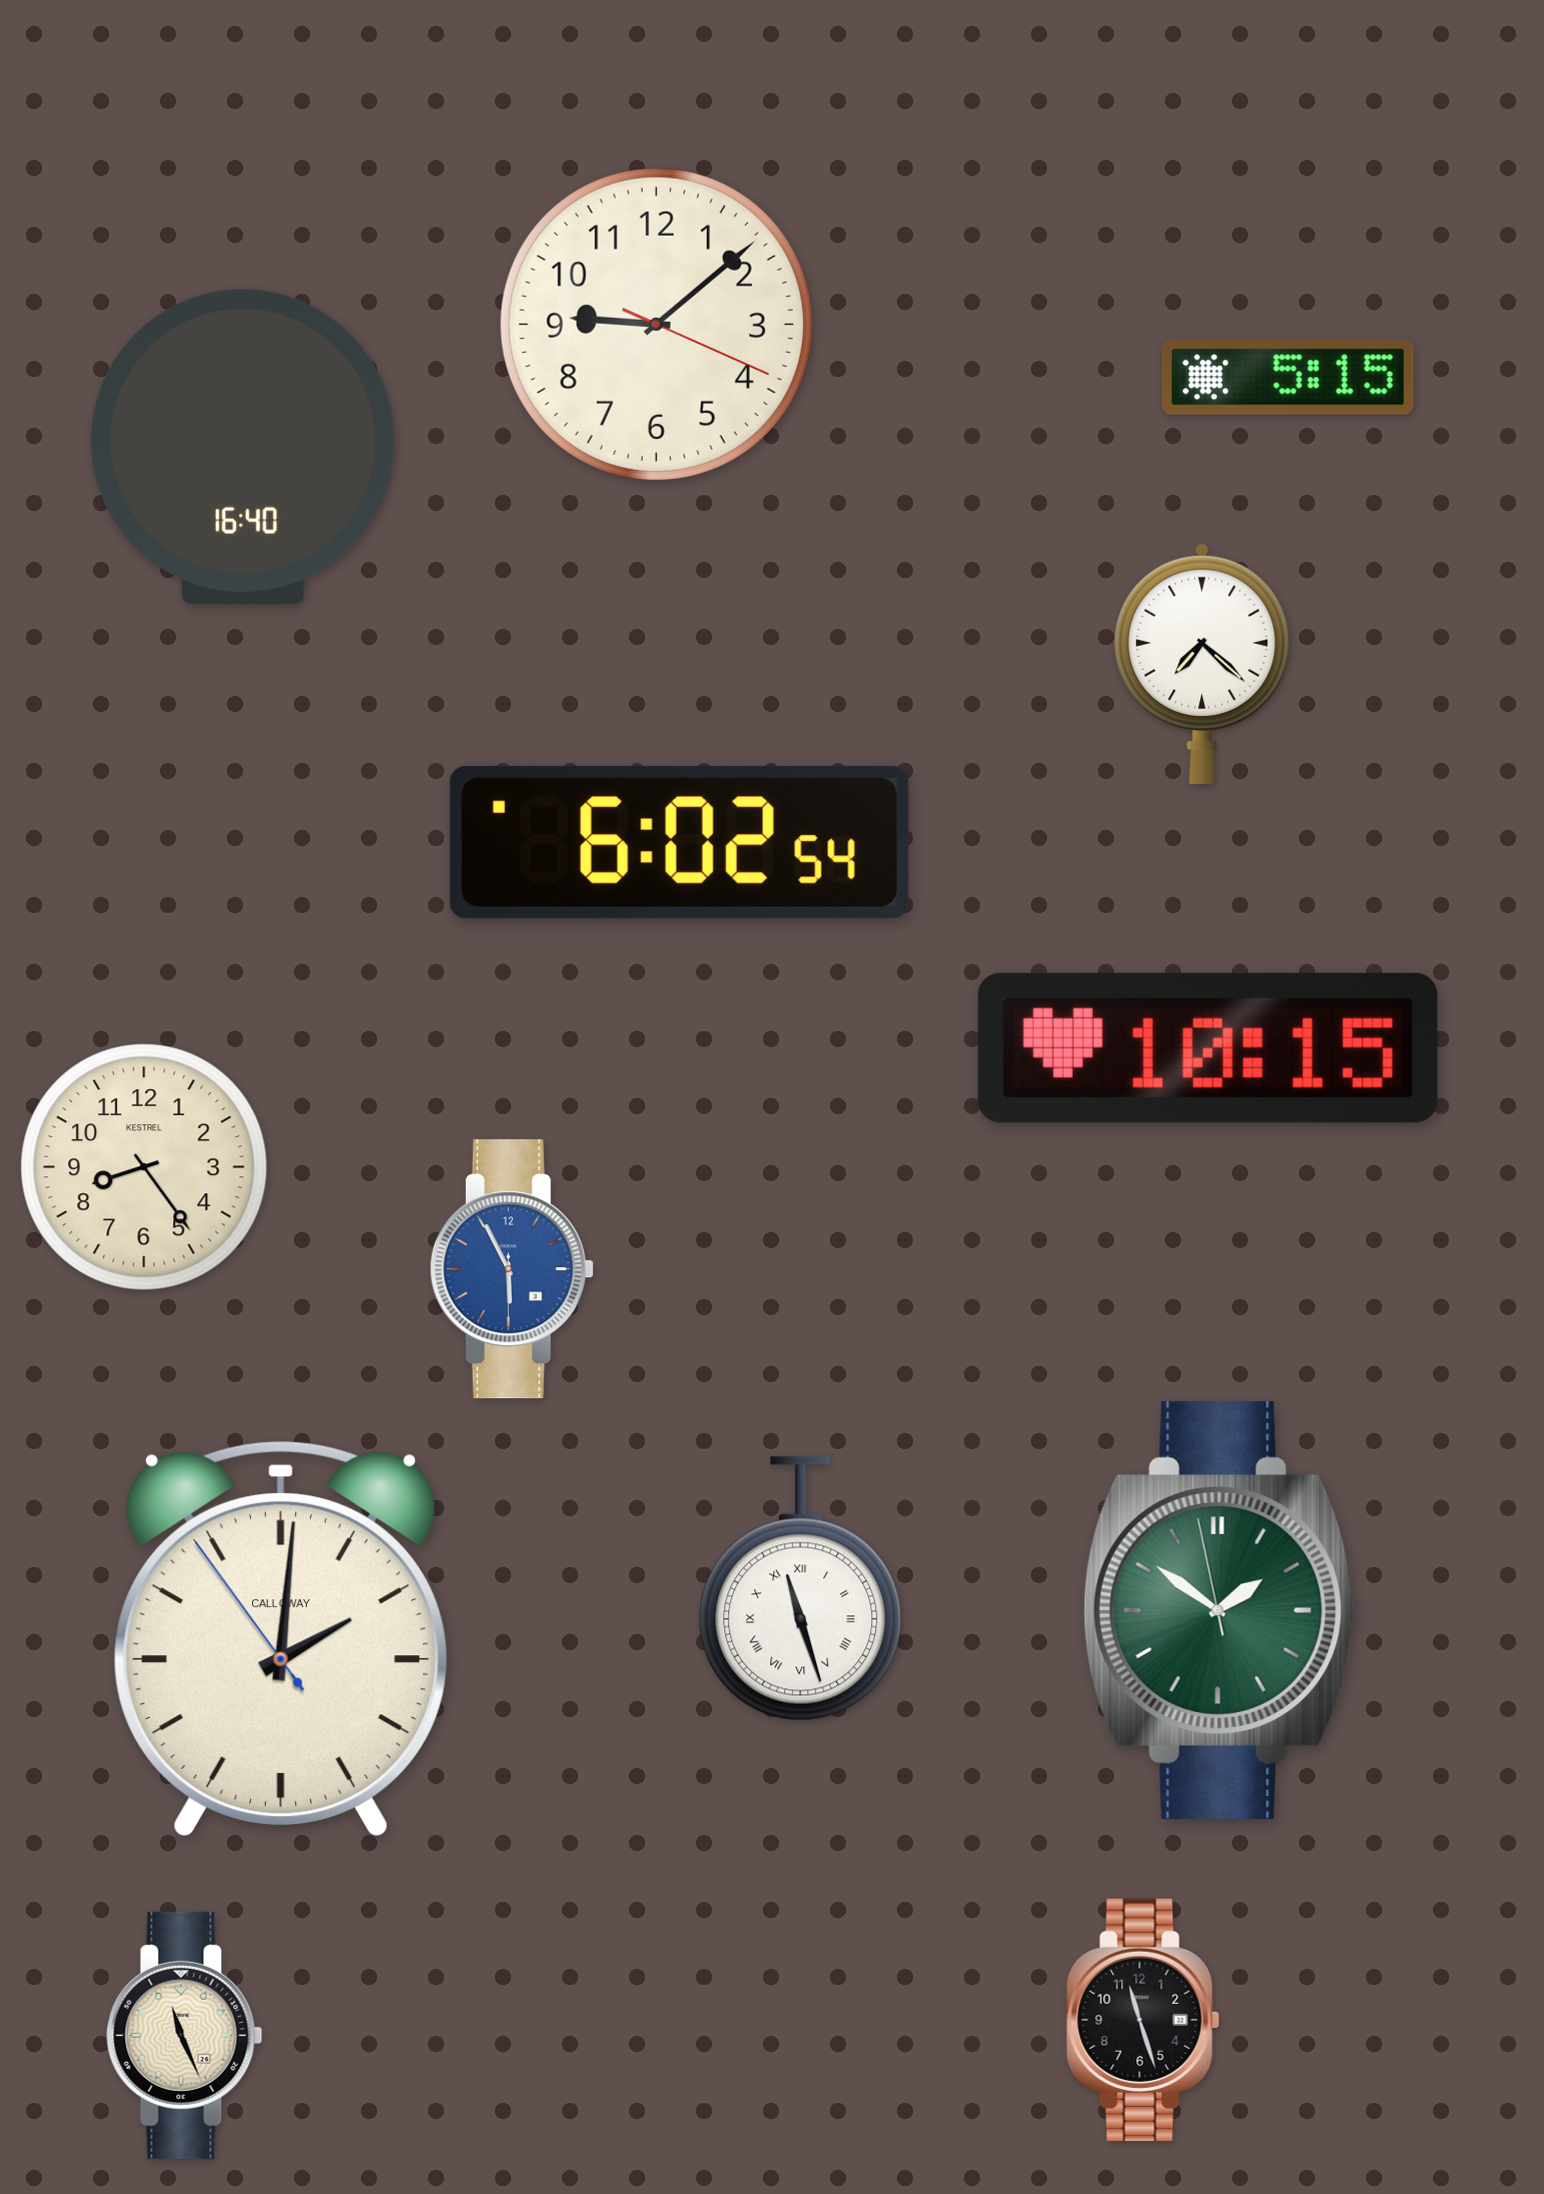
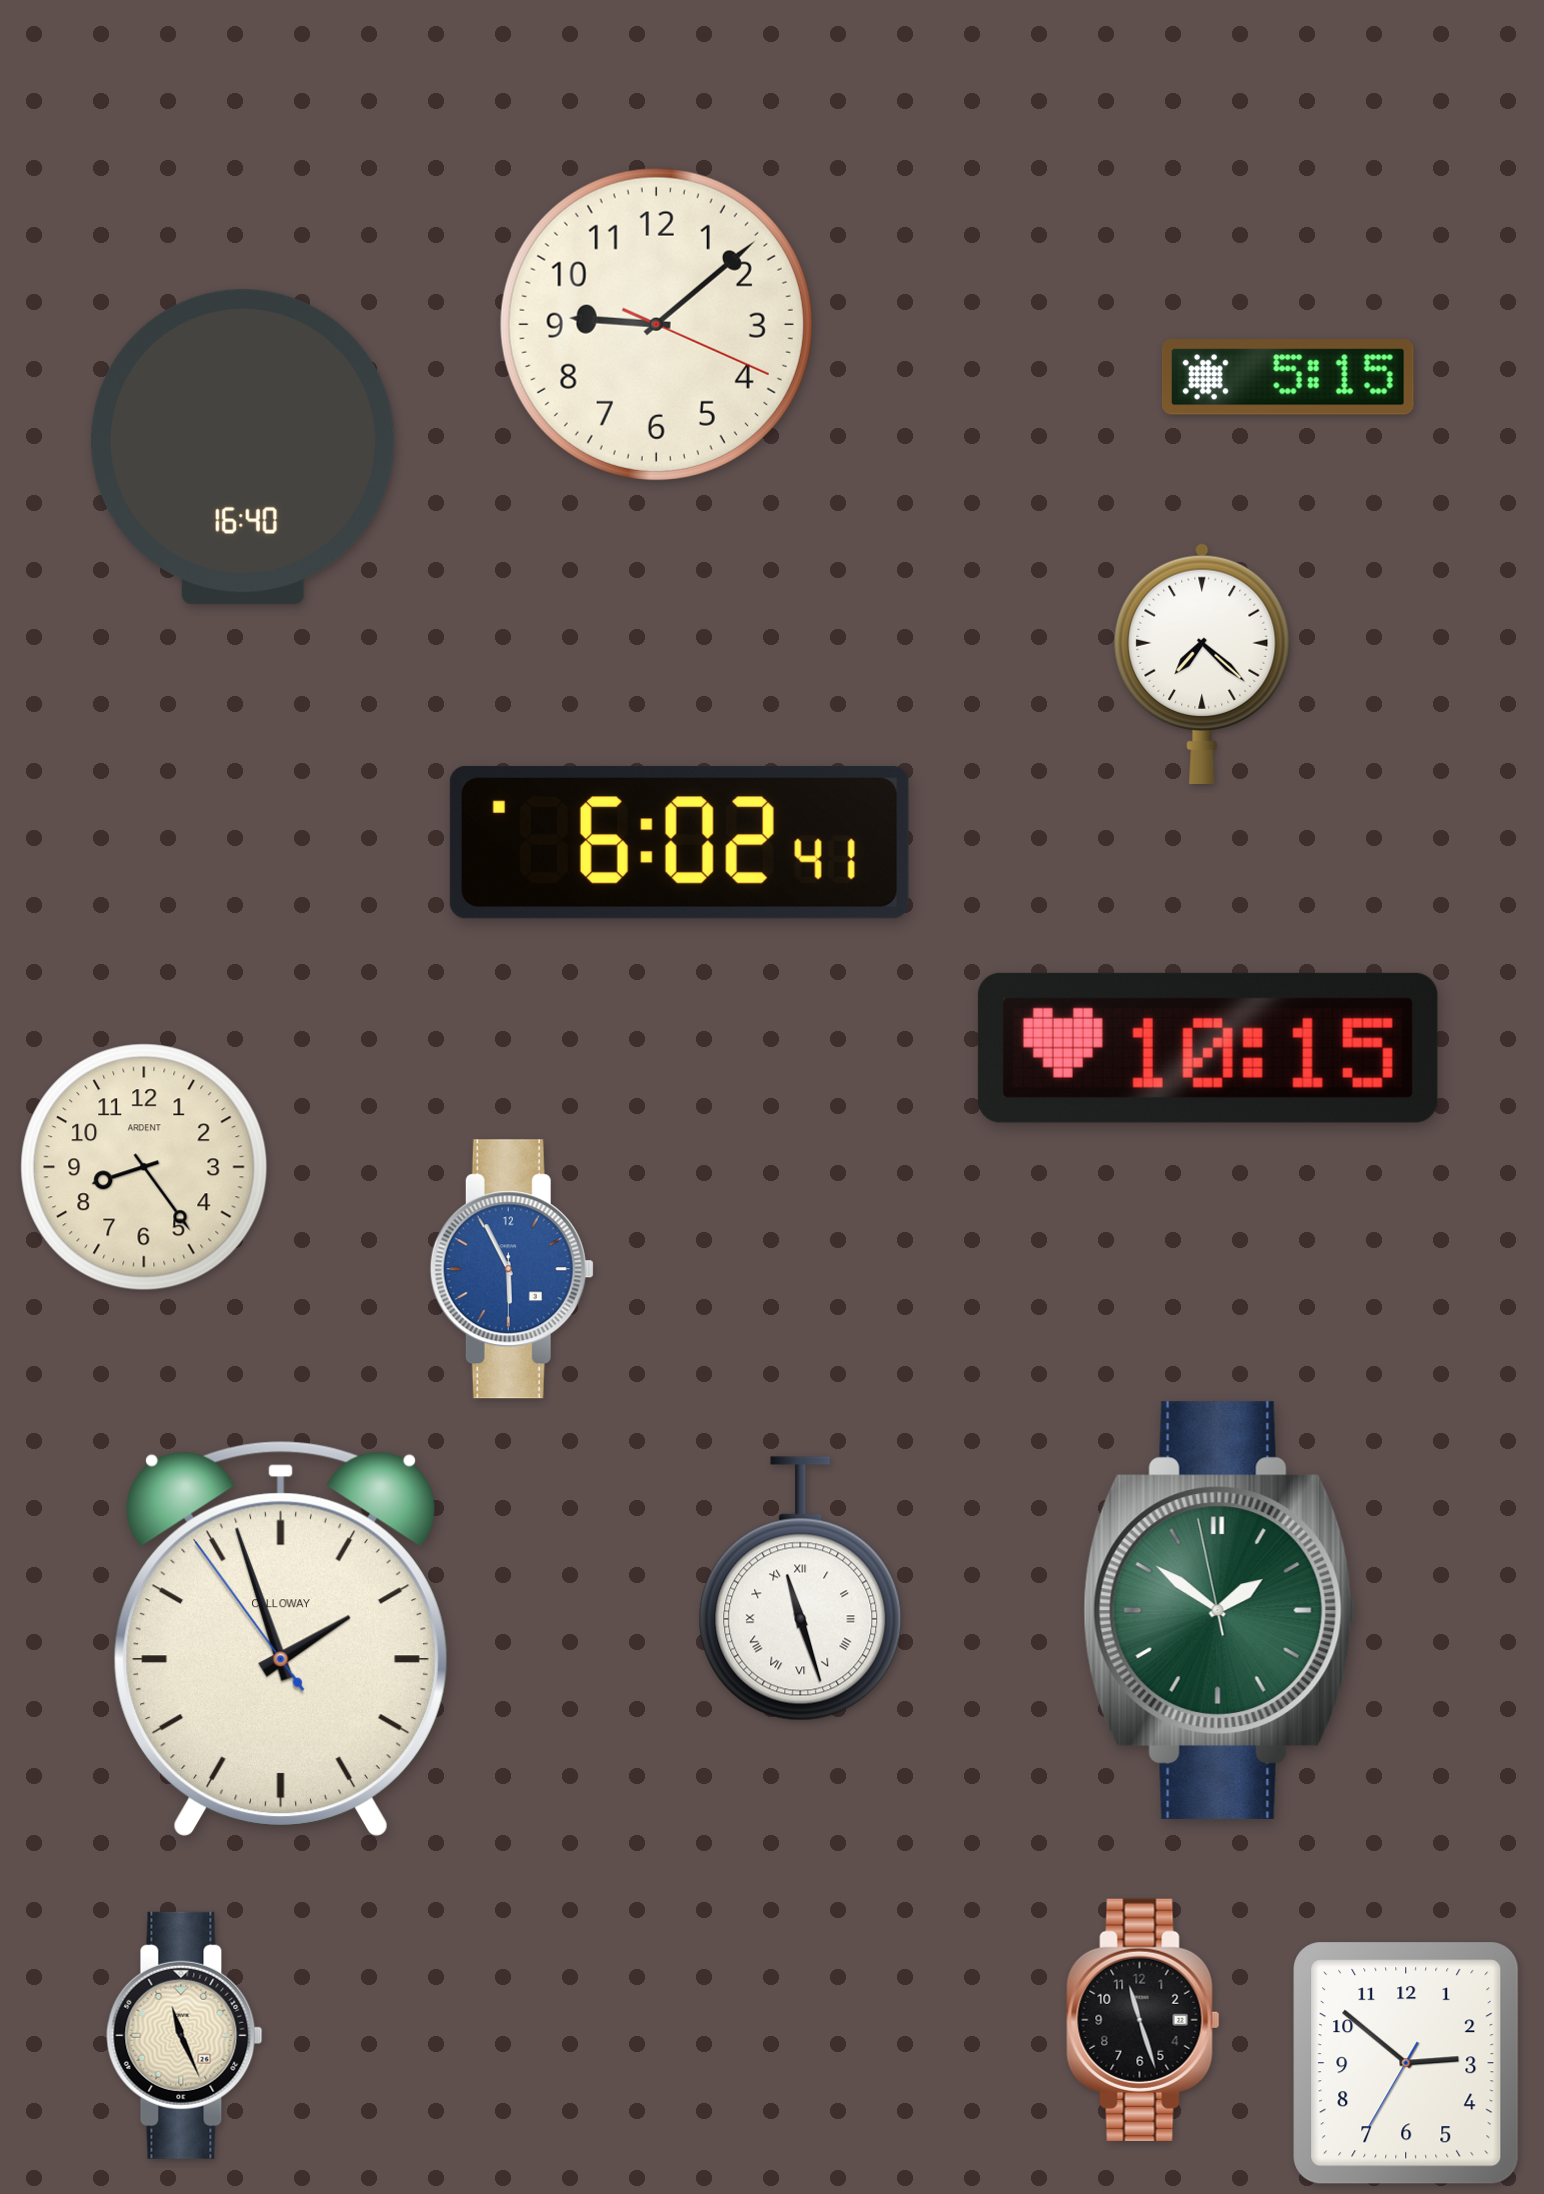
clock at (679, 842): 6:02:54 -> 6:02:41
clock at (144, 1167) brand: KESTREL -> ARDENT
clock at (281, 1638): 2:00 -> 1:56
clock at (1406, 2063): none -> 2:51
